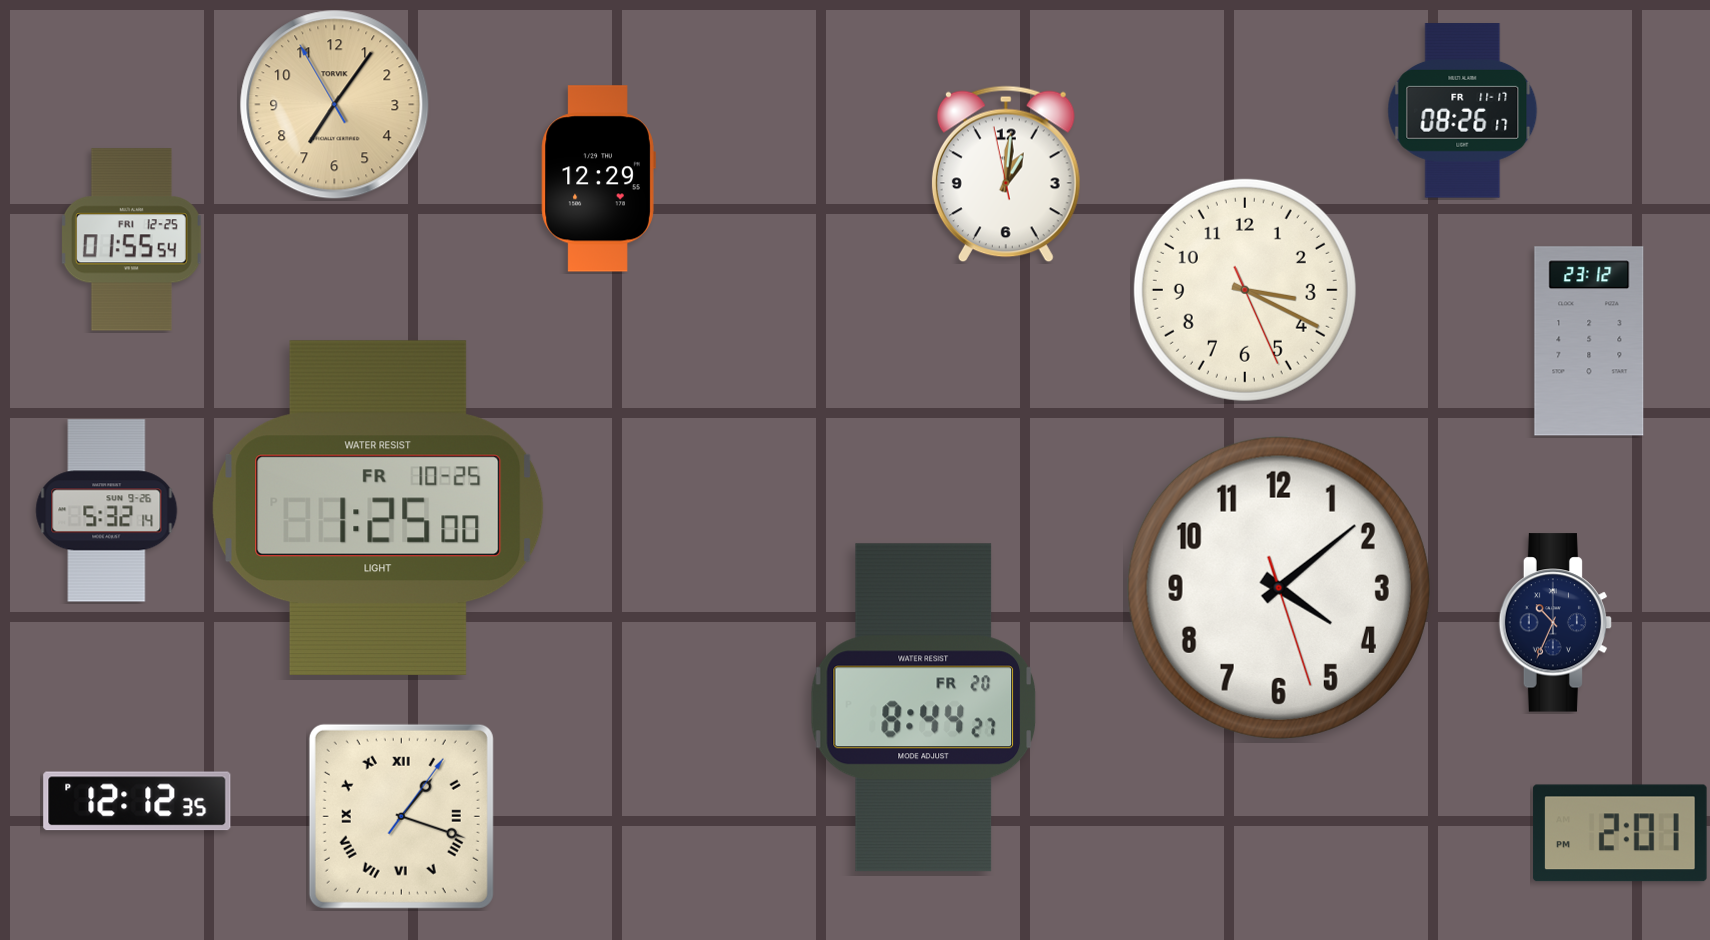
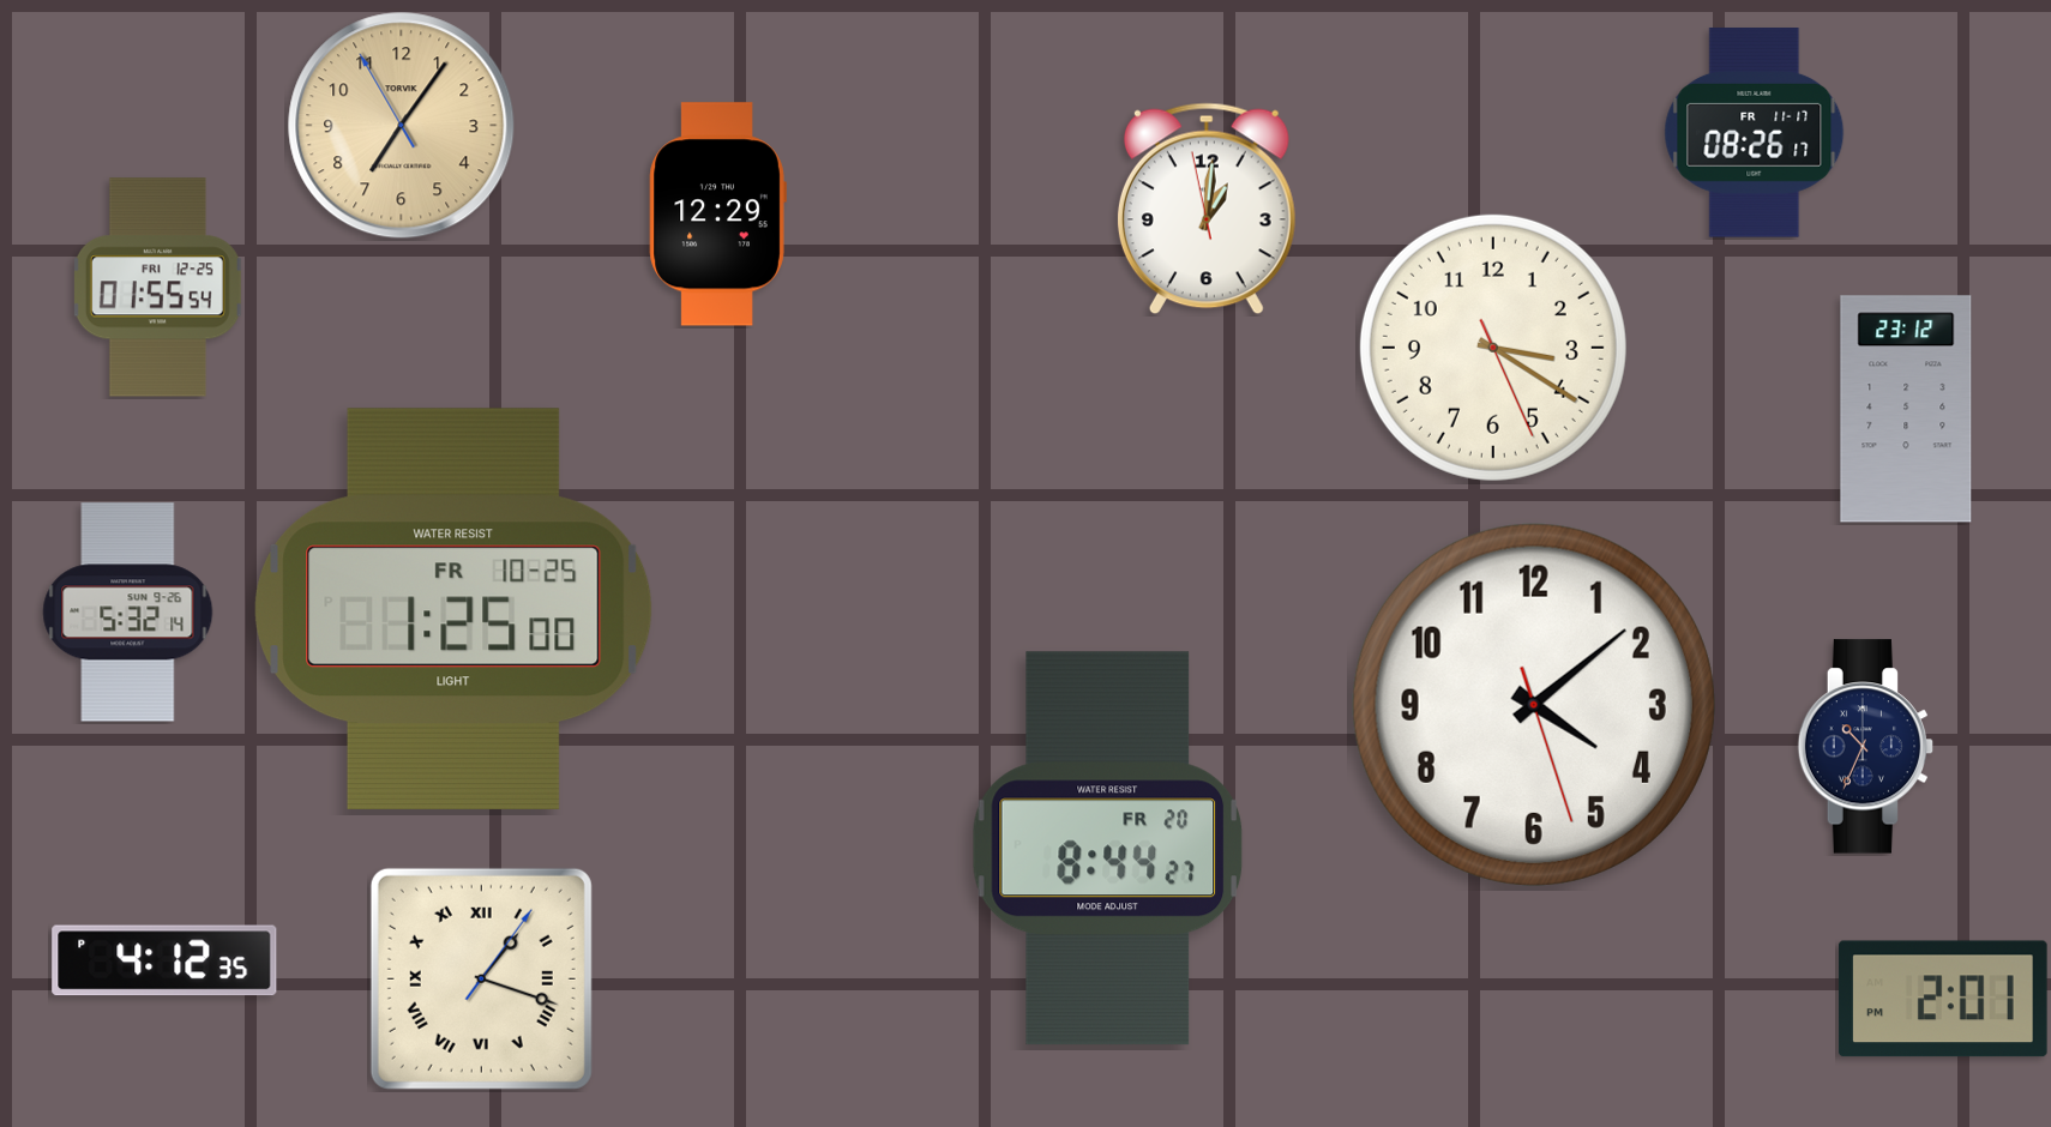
clock at (1245, 290): 3:19 -> 3:20
clock at (137, 801): 12:12 -> 4:12
